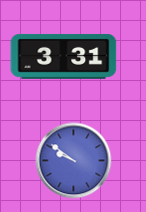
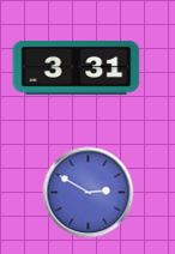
clock at (74, 161): 9:51 -> 2:50
